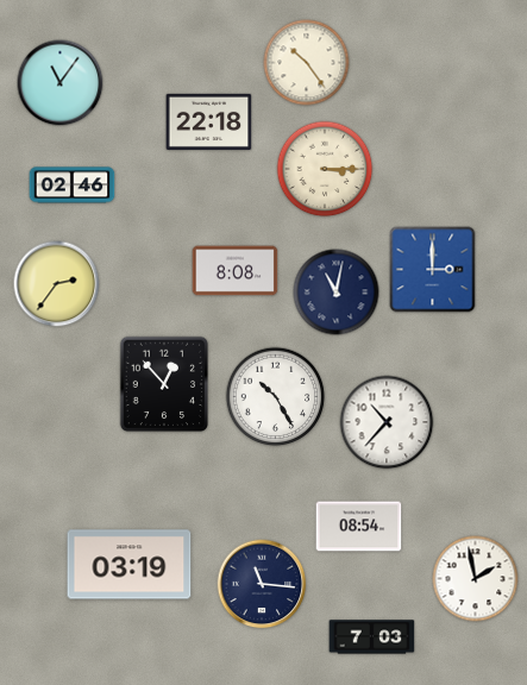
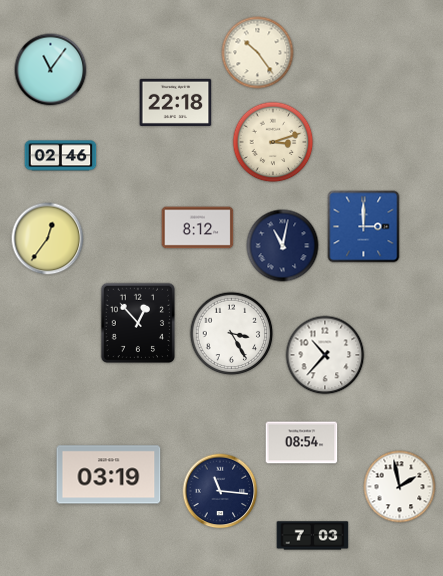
clock at (325, 169): 3:15 -> 3:12
clock at (236, 271): 8:08 -> 8:12
clock at (57, 284): 2:36 -> 12:36
clock at (276, 397): 10:25 -> 3:25
